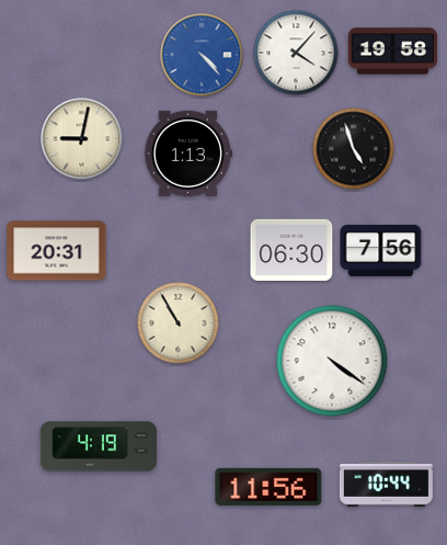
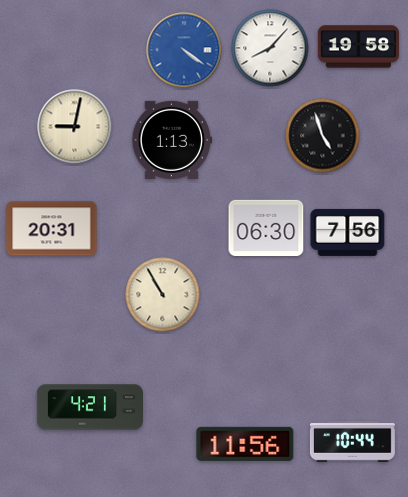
clock at (296, 53): 4:07 -> 8:07
clock at (202, 55): 4:23 -> 4:21
clock at (381, 250) position: (381, 250) -> (348, 232)
clock at (332, 361): 4:21 -> none
clock at (98, 446): 4:19 -> 4:21
